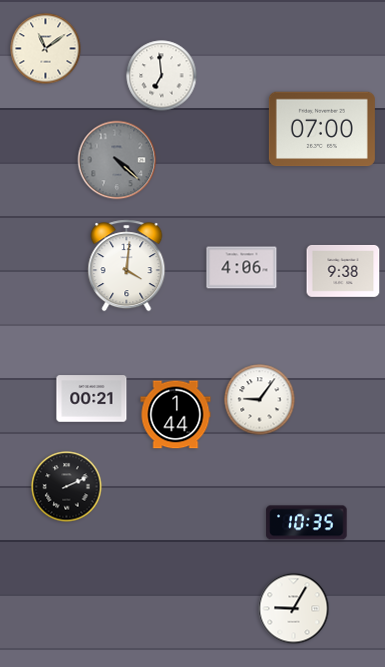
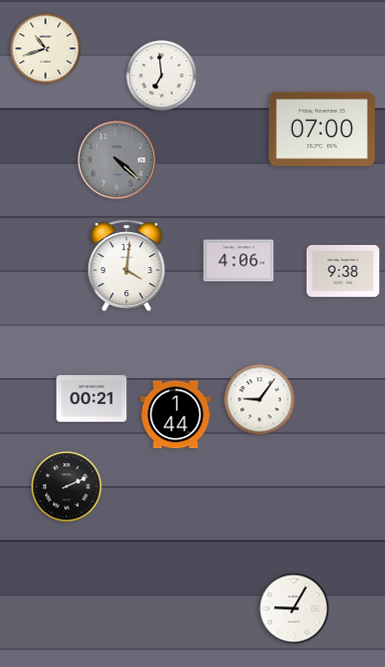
clock at (46, 49): 11:09 -> 10:42
clock at (242, 268) position: (242, 268) -> (239, 261)
clock at (307, 523): 10:35 -> none
